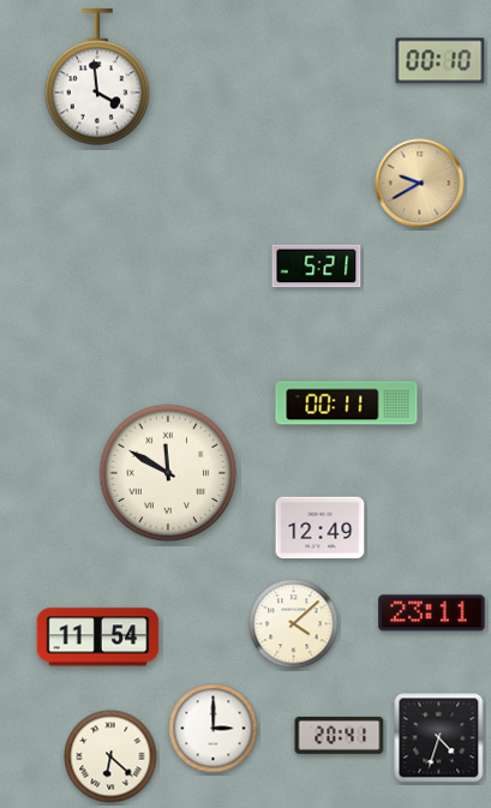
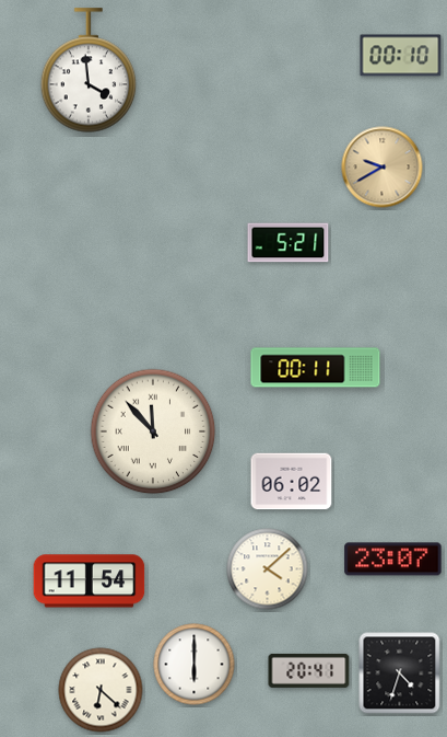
clock at (168, 473): 11:50 -> 11:53
clock at (321, 528): 12:49 -> 06:02
clock at (432, 614): 23:11 -> 23:07
clock at (214, 729): 3:00 -> 6:00
